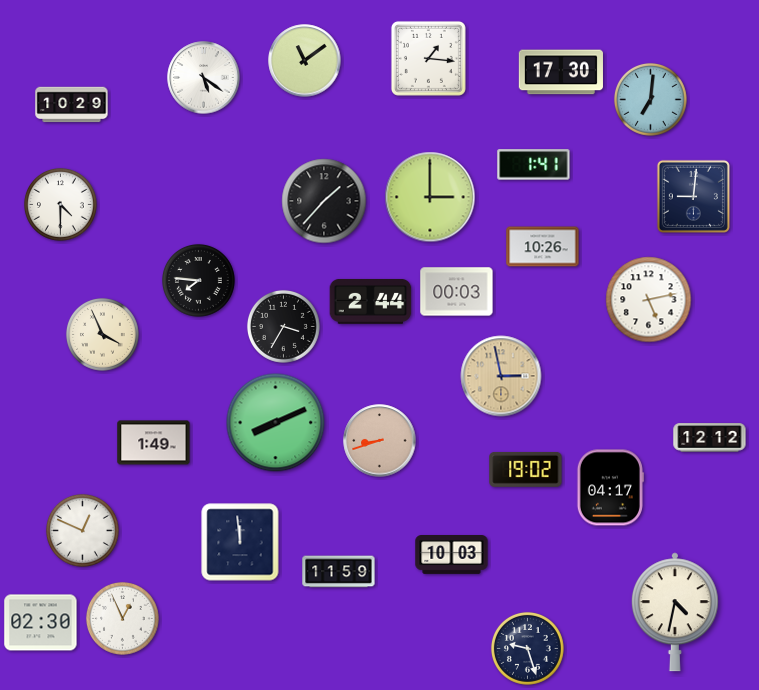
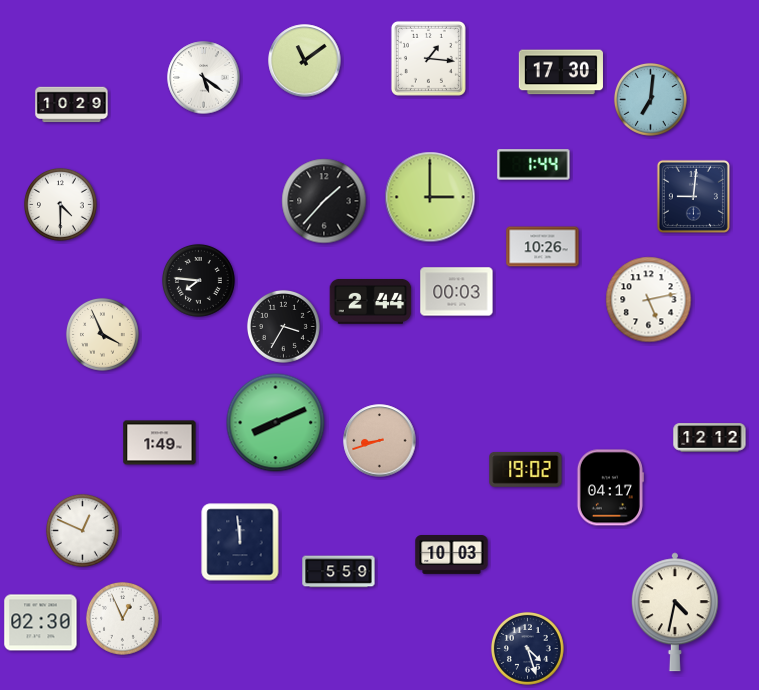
clock at (534, 165): 1:41 -> 1:44
clock at (501, 376): 2:58 -> none
clock at (154, 443) position: (154, 443) -> (160, 443)
clock at (339, 572): 11:59 -> 5:59
clock at (527, 648): 9:27 -> 4:27
